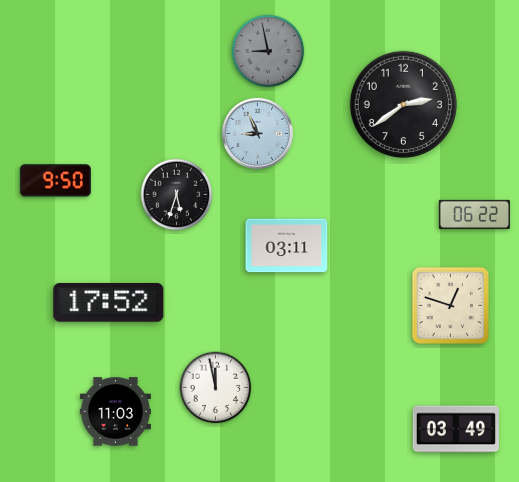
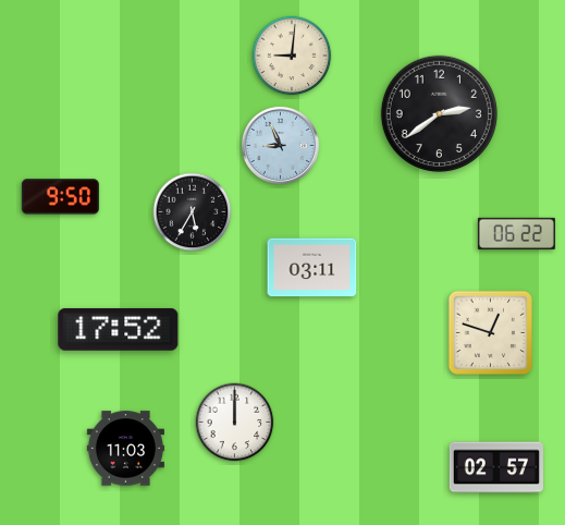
clock at (268, 51): 8:58 -> 9:01
clock at (268, 51) dial: grey -> cream
clock at (177, 195): 5:33 -> 5:35
clock at (216, 388): 11:58 -> 12:00
clock at (456, 429): 03:49 -> 02:57
